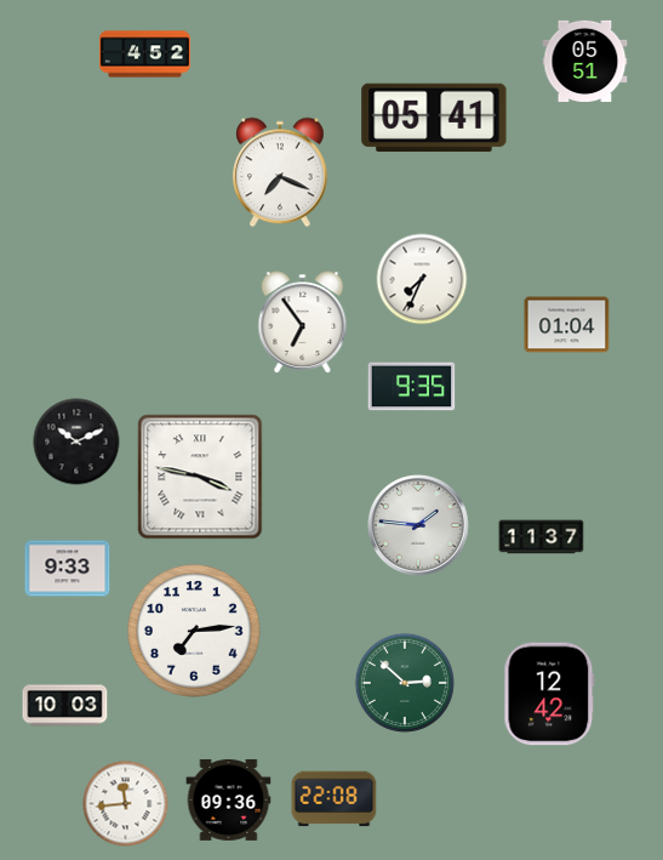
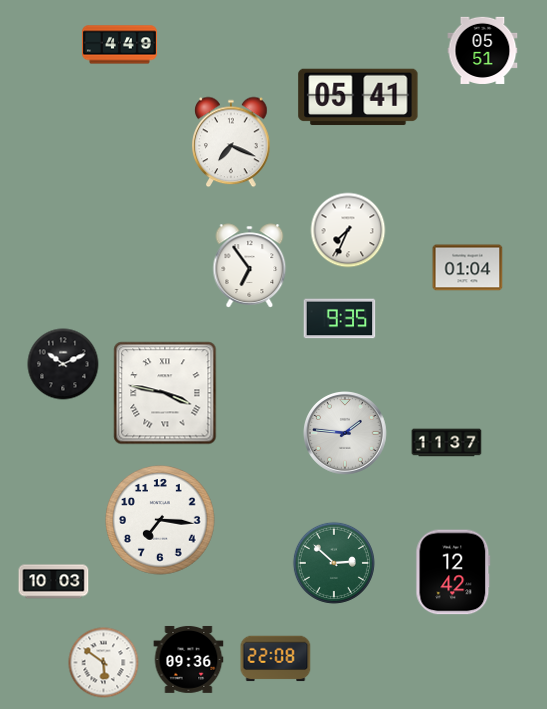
clock at (144, 55): 4:52 -> 4:49
clock at (68, 569): 9:33 -> none
clock at (194, 631): 7:14 -> 7:16
clock at (126, 804): 11:44 -> 5:51
